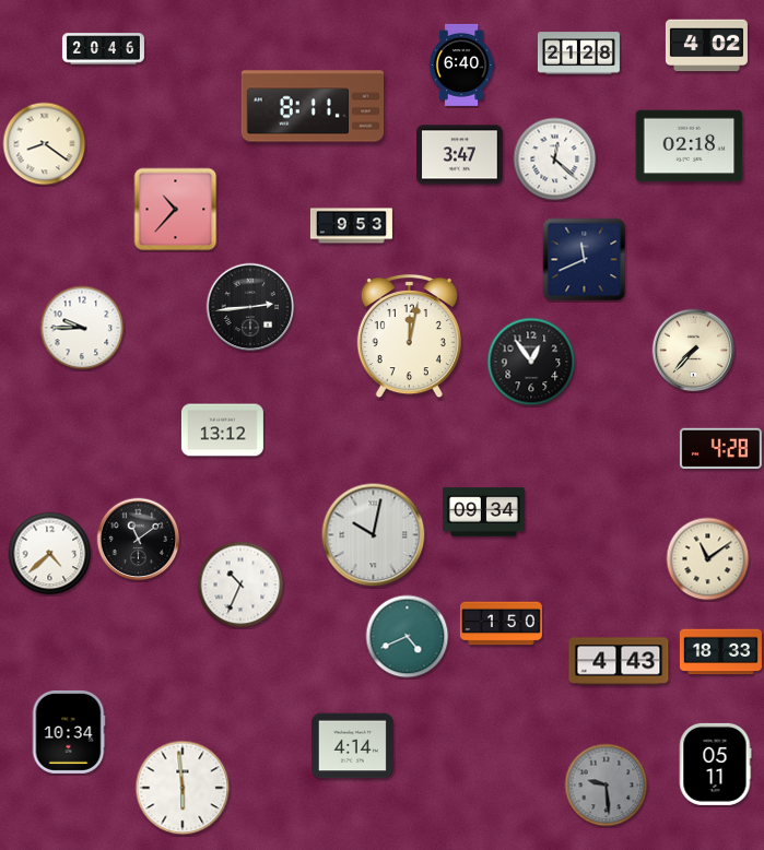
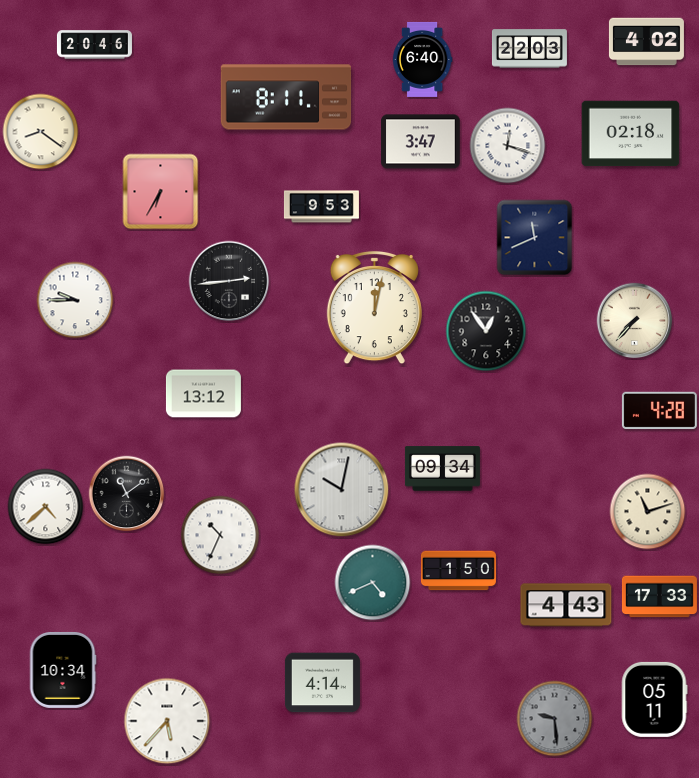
clock at (578, 54): 21:28 -> 22:03
clock at (555, 160): 12:22 -> 12:18
clock at (176, 210): 10:37 -> 6:35
clock at (708, 559): 11:09 -> 11:12
clock at (720, 652): 18:33 -> 17:33
clock at (183, 788): 5:59 -> 5:37
